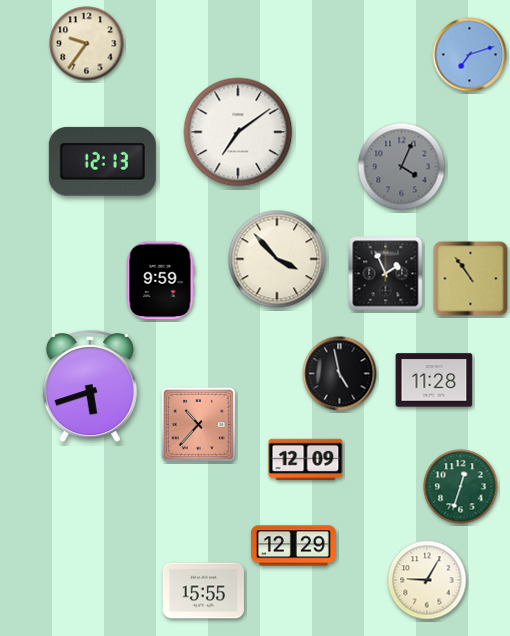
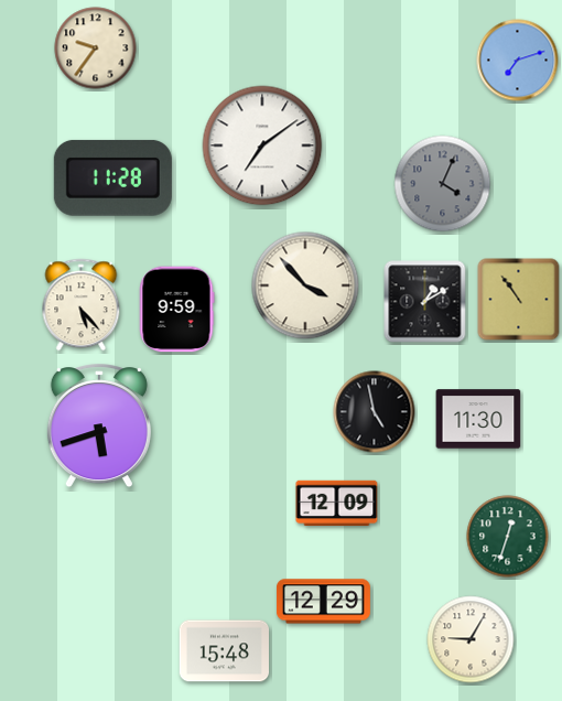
clock at (102, 161): 12:13 -> 11:28
clock at (386, 274): 1:56 -> 1:10
clock at (82, 305): none -> 5:23
clock at (471, 279) position: (471, 279) -> (519, 300)
clock at (434, 380): 11:28 -> 11:30
clock at (198, 424): 10:37 -> none
clock at (306, 460) position: (306, 460) -> (337, 504)
clock at (203, 591): 15:55 -> 15:48
